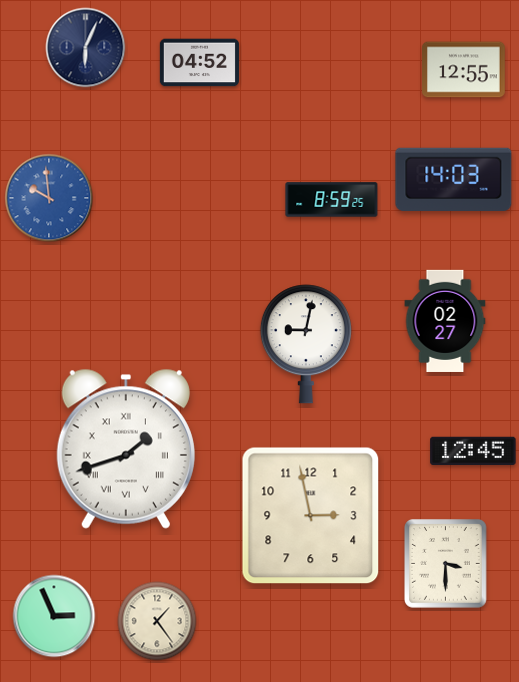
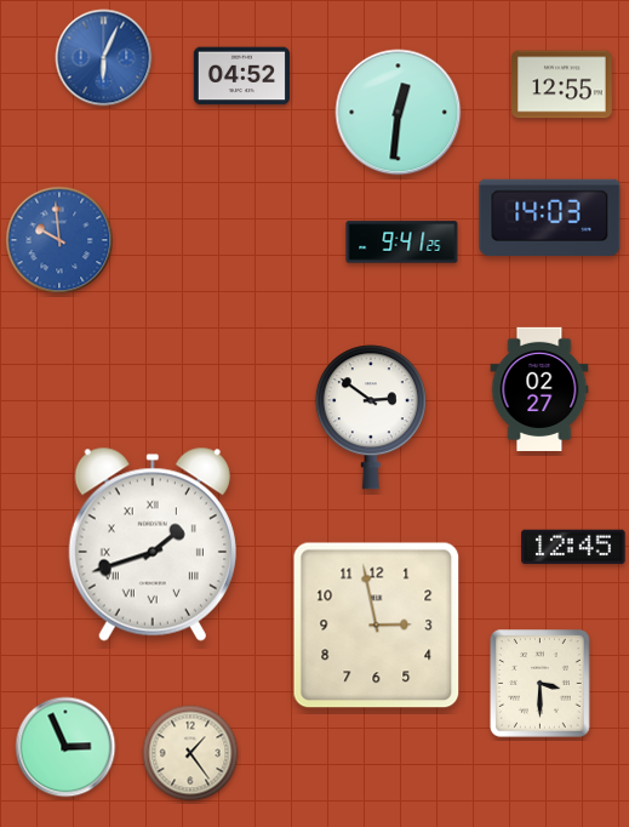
clock at (86, 48) dial: navy -> blue
clock at (399, 113): none -> 12:31
clock at (332, 200): 8:59 -> 9:41
clock at (306, 344): 9:02 -> 2:51
